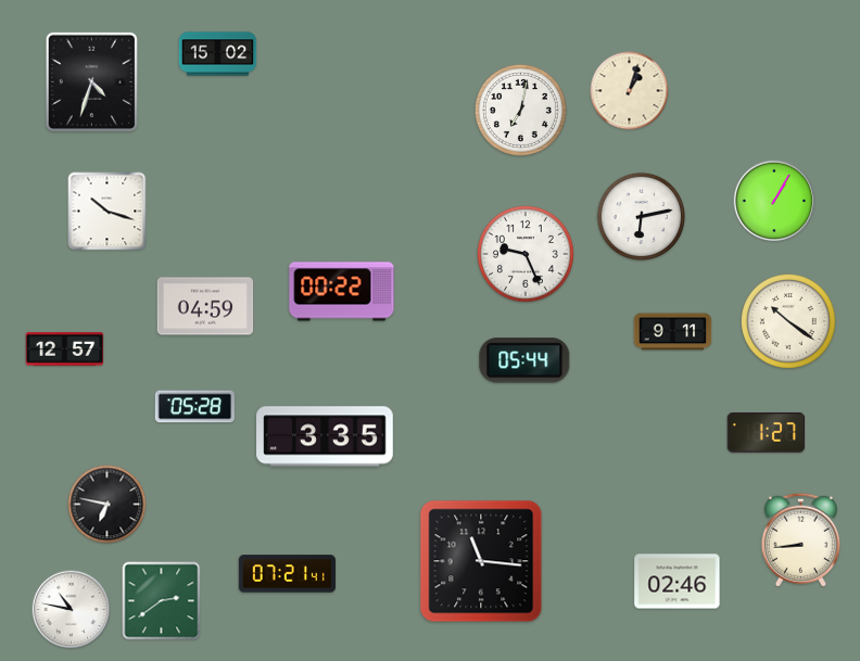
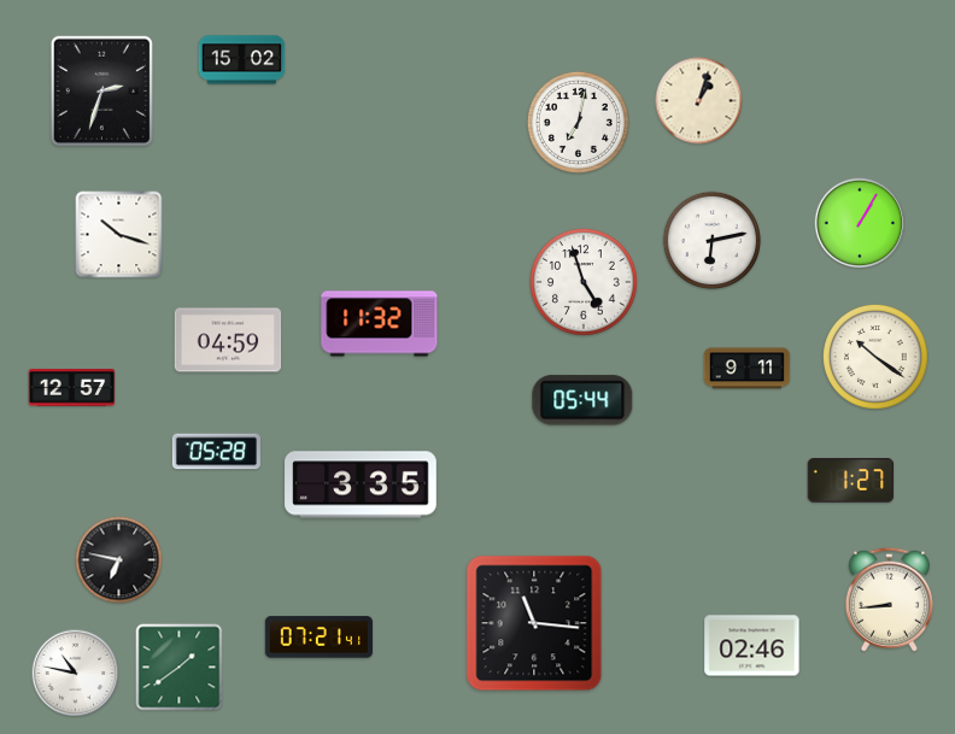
clock at (91, 81): 4:33 -> 2:33
clock at (526, 254): 9:26 -> 4:57
clock at (342, 292): 00:22 -> 11:32
clock at (162, 601): 2:39 -> 1:39
clock at (72, 610) position: (72, 610) -> (76, 674)
